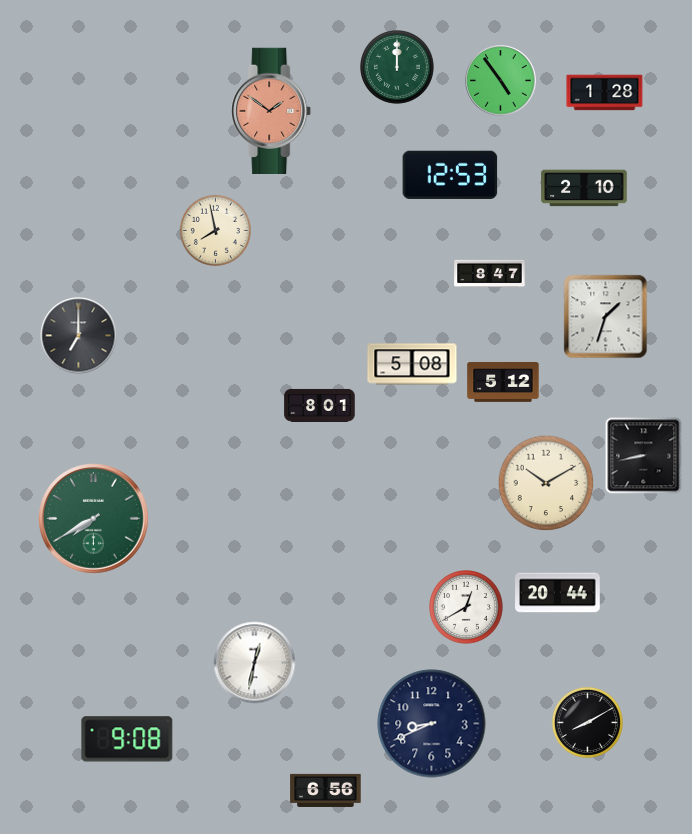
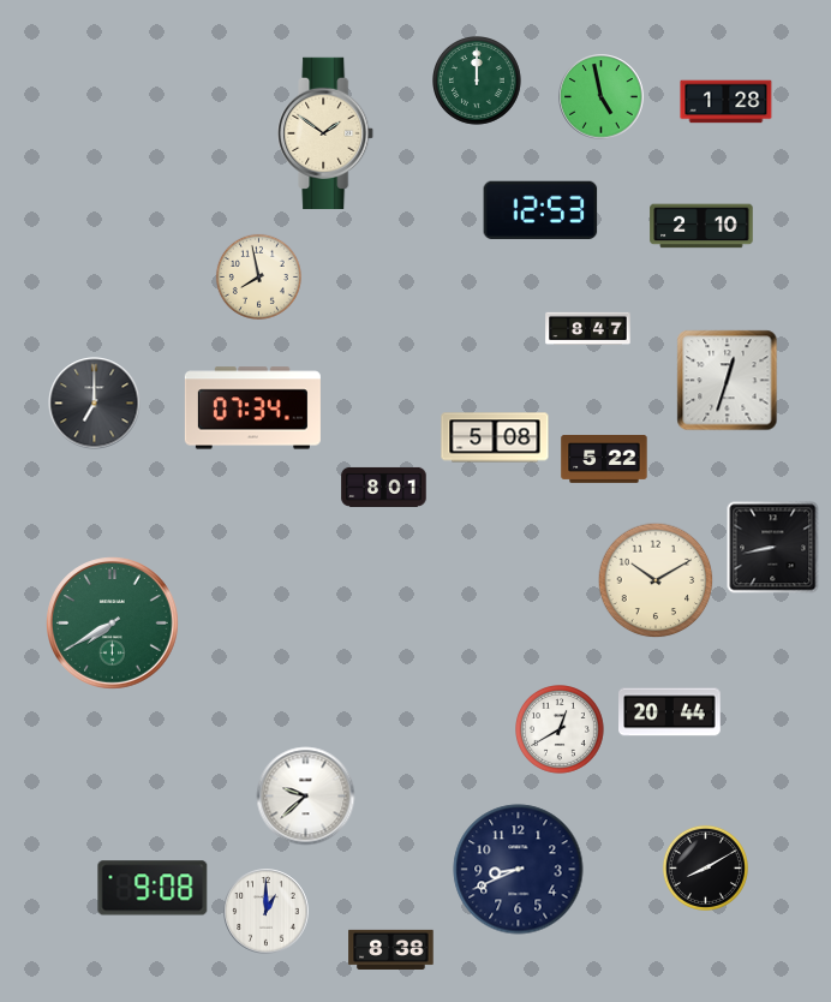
clock at (501, 81): 4:54 -> 4:58
clock at (605, 93) position: (605, 93) -> (727, 102)
clock at (272, 110) dial: salmon -> cream
clock at (606, 317): 1:33 -> 12:33
clock at (252, 408): none -> 07:34
clock at (503, 383): 5:12 -> 5:22
clock at (255, 663): 12:32 -> 9:38
clock at (267, 912): none -> 1:00
clock at (326, 790): 6:56 -> 8:38
